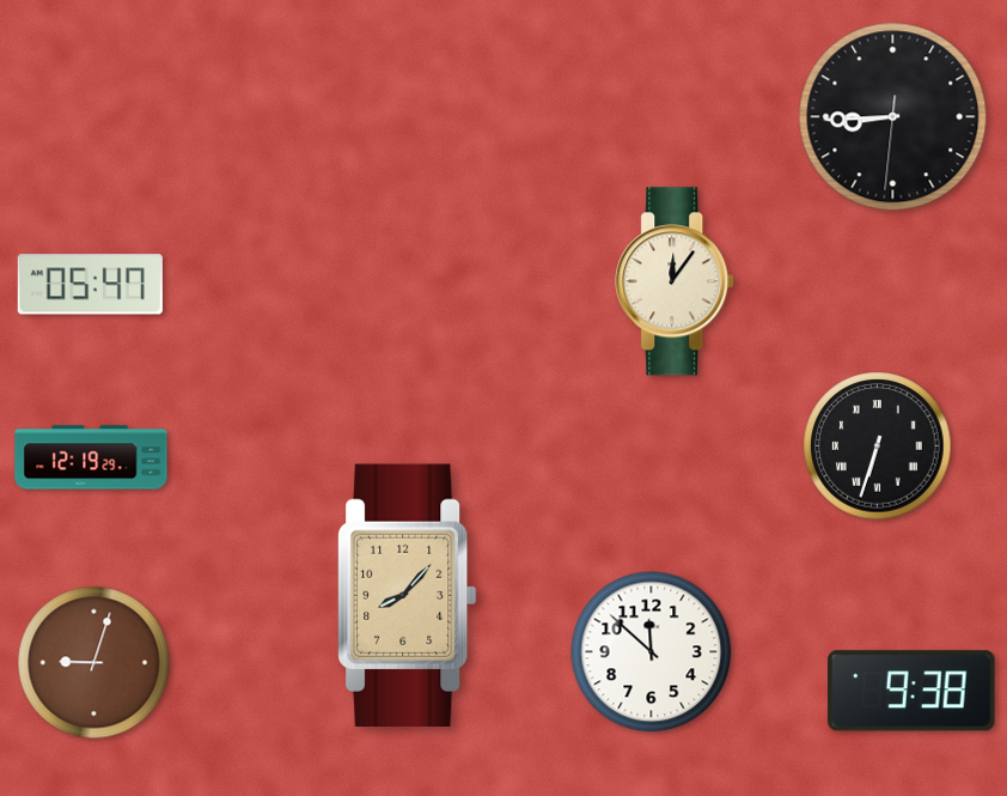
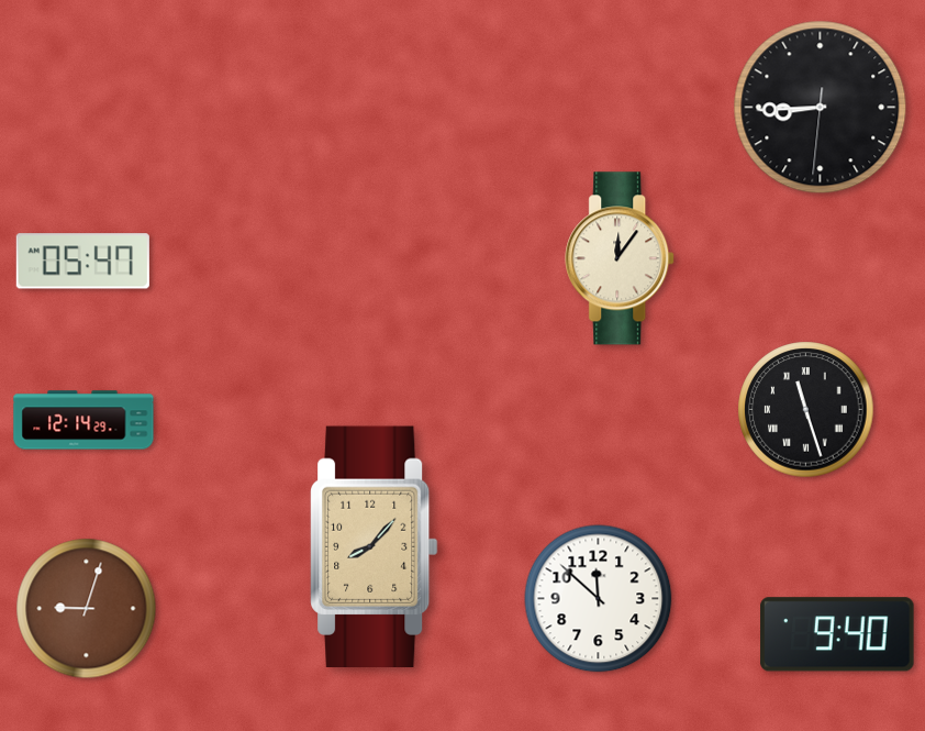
clock at (878, 446): 6:33 -> 11:27
clock at (91, 457): 12:19 -> 12:14
clock at (911, 691): 9:38 -> 9:40
